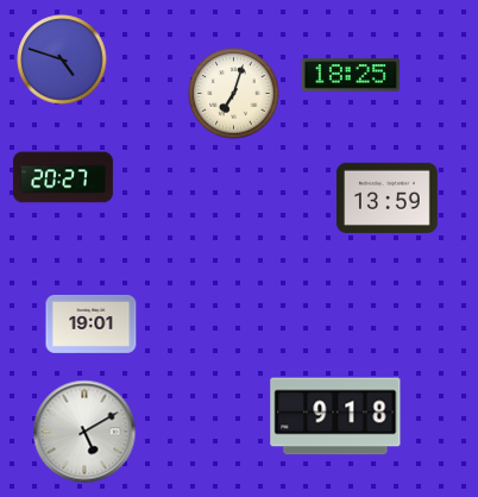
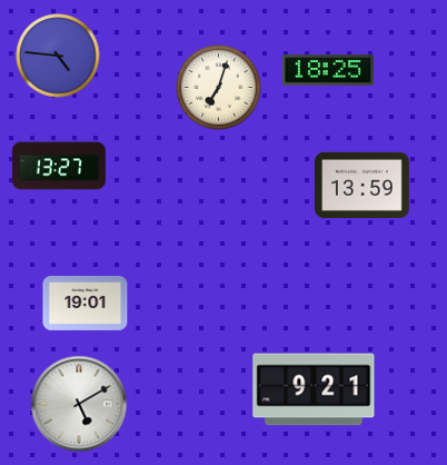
clock at (62, 59): 4:48 -> 4:46
clock at (63, 177): 20:27 -> 13:27
clock at (335, 416): 9:18 -> 9:21
